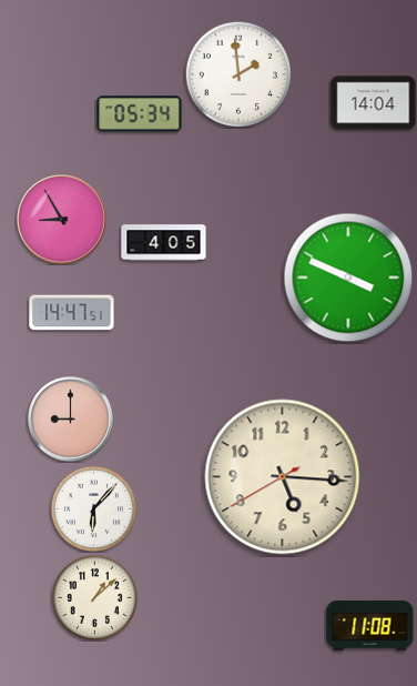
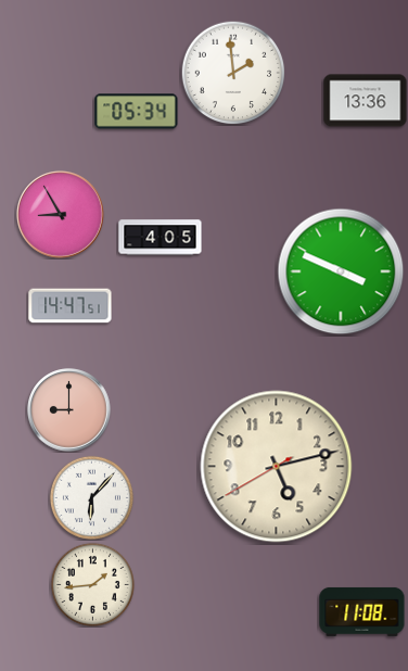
clock at (374, 103): 14:04 -> 13:36
clock at (283, 477): 5:15 -> 5:12
clock at (94, 597): 1:08 -> 1:44
